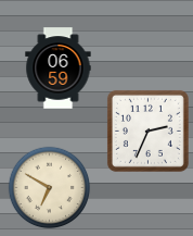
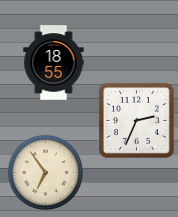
clock at (59, 69): 06:59 -> 18:55
clock at (50, 188): 6:50 -> 6:54
